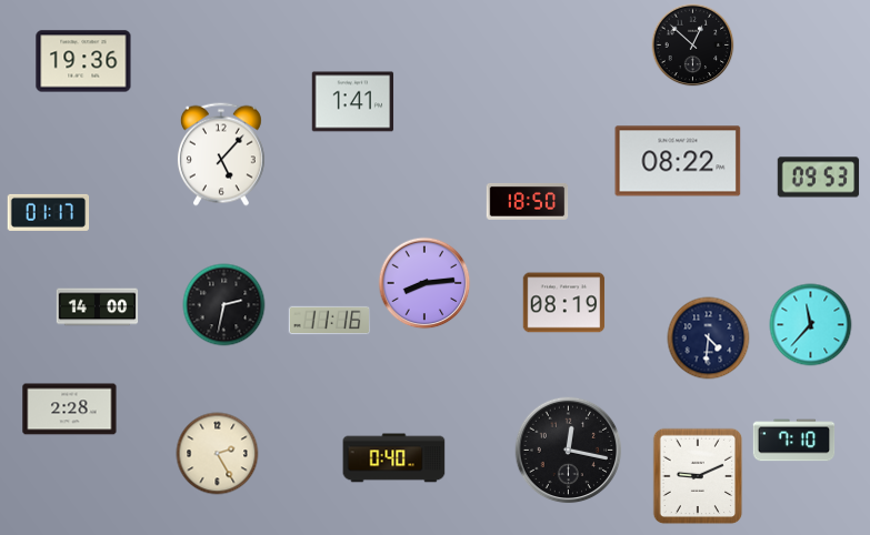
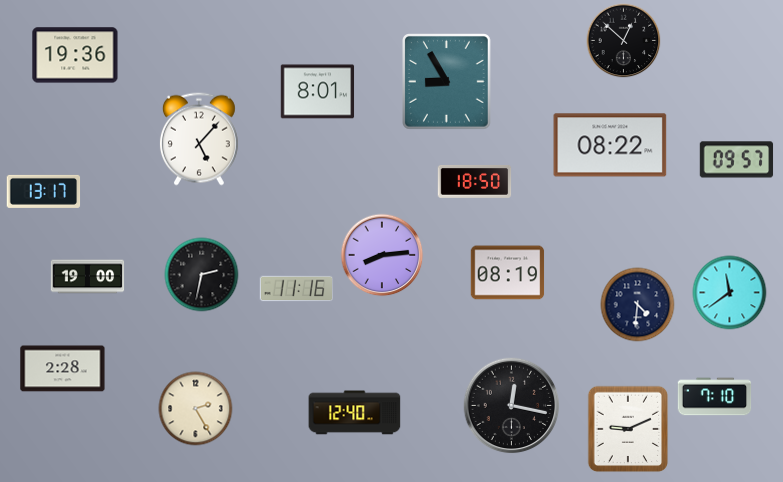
clock at (447, 82): none -> 8:55
clock at (353, 102): 1:41 -> 8:01
clock at (819, 178): 09:53 -> 09:57
clock at (49, 212): 01:17 -> 13:17
clock at (98, 307): 14:00 -> 19:00
clock at (811, 325): 11:37 -> 11:39
clock at (394, 458): 0:40 -> 12:40
